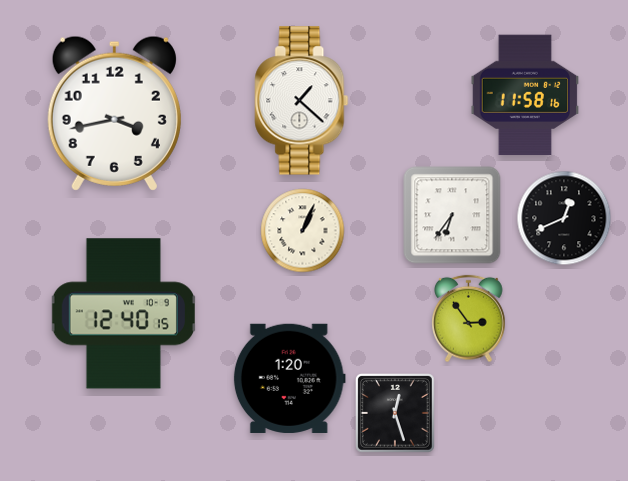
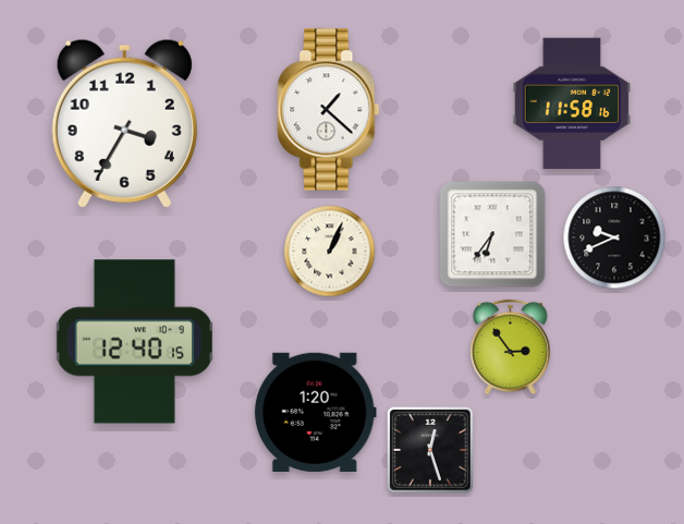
clock at (114, 113): 3:43 -> 3:35
clock at (564, 218): 12:41 -> 9:41
